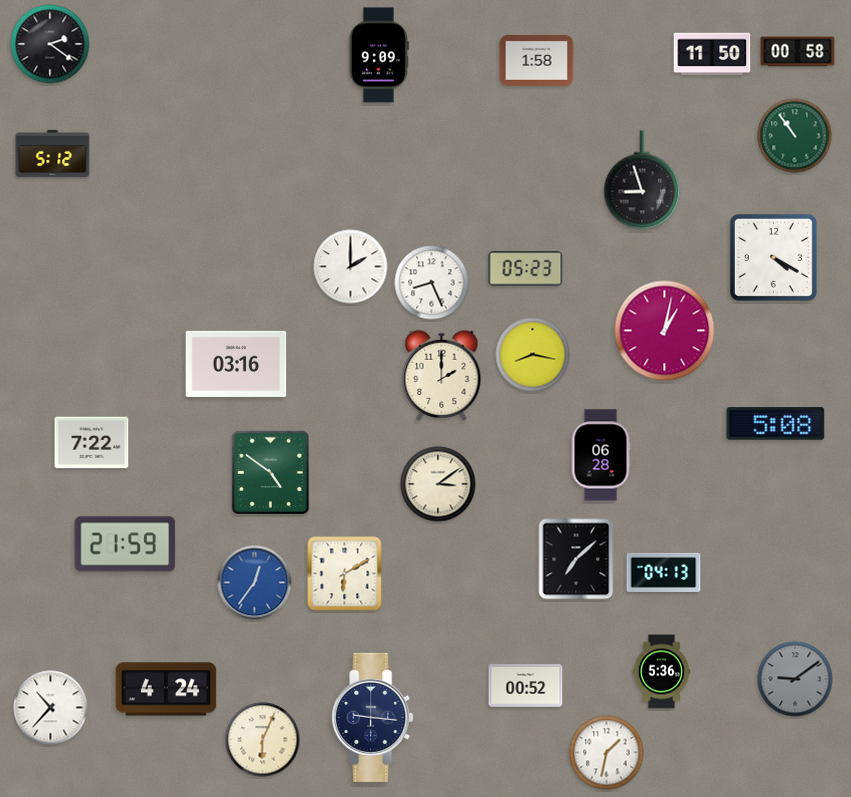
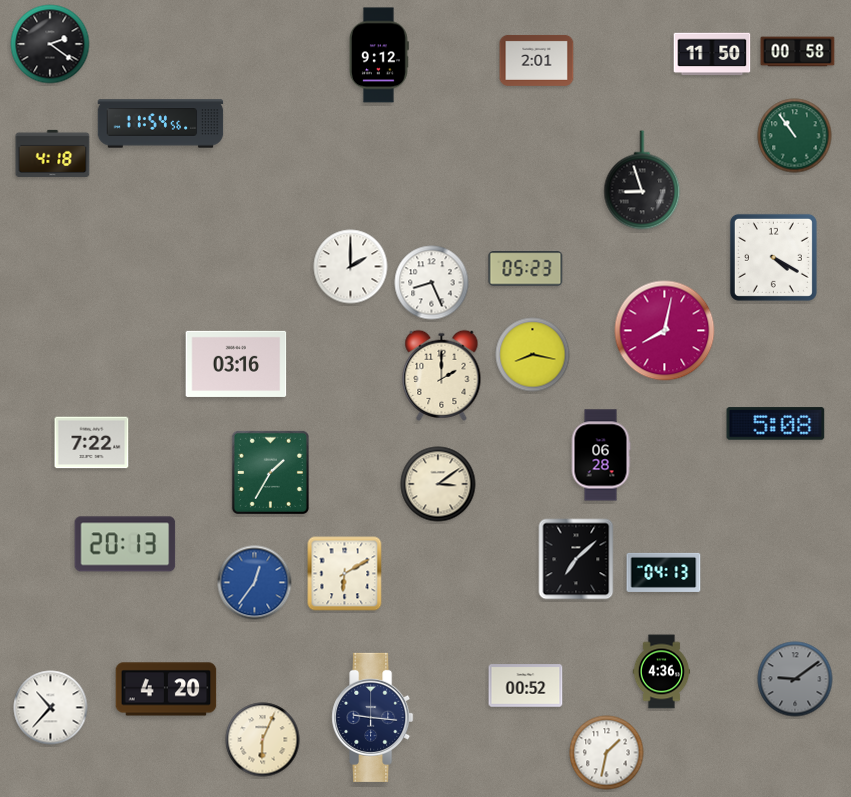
clock at (379, 55): 9:09 -> 9:12
clock at (537, 60): 1:58 -> 2:01
clock at (161, 124): none -> 11:54
clock at (53, 153): 5:12 -> 4:18
clock at (665, 331): 1:02 -> 8:02
clock at (270, 472): 4:51 -> 1:35
clock at (125, 544): 21:59 -> 20:13
clock at (662, 672): 5:36 -> 4:36
clock at (166, 689): 4:24 -> 4:20
